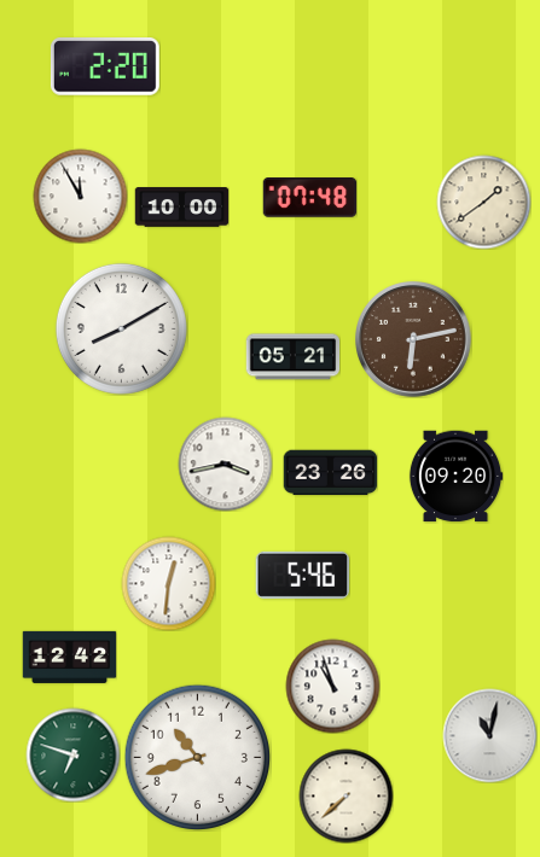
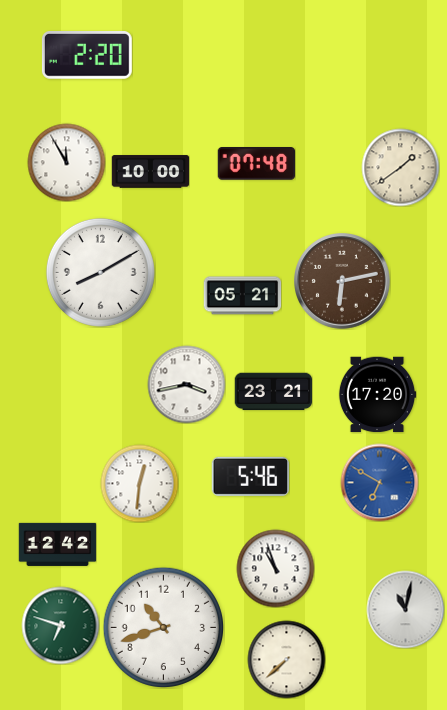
clock at (330, 473): 23:26 -> 23:21
clock at (455, 477): 09:20 -> 17:20
clock at (379, 482): none -> 6:50
